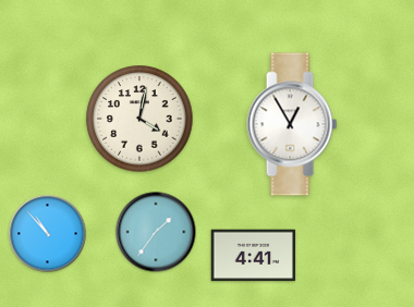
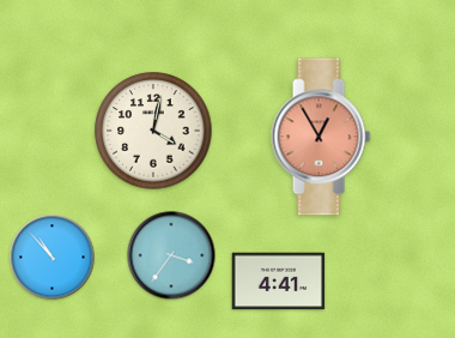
clock at (292, 124) dial: white -> salmon
clock at (156, 232): 1:36 -> 3:36
